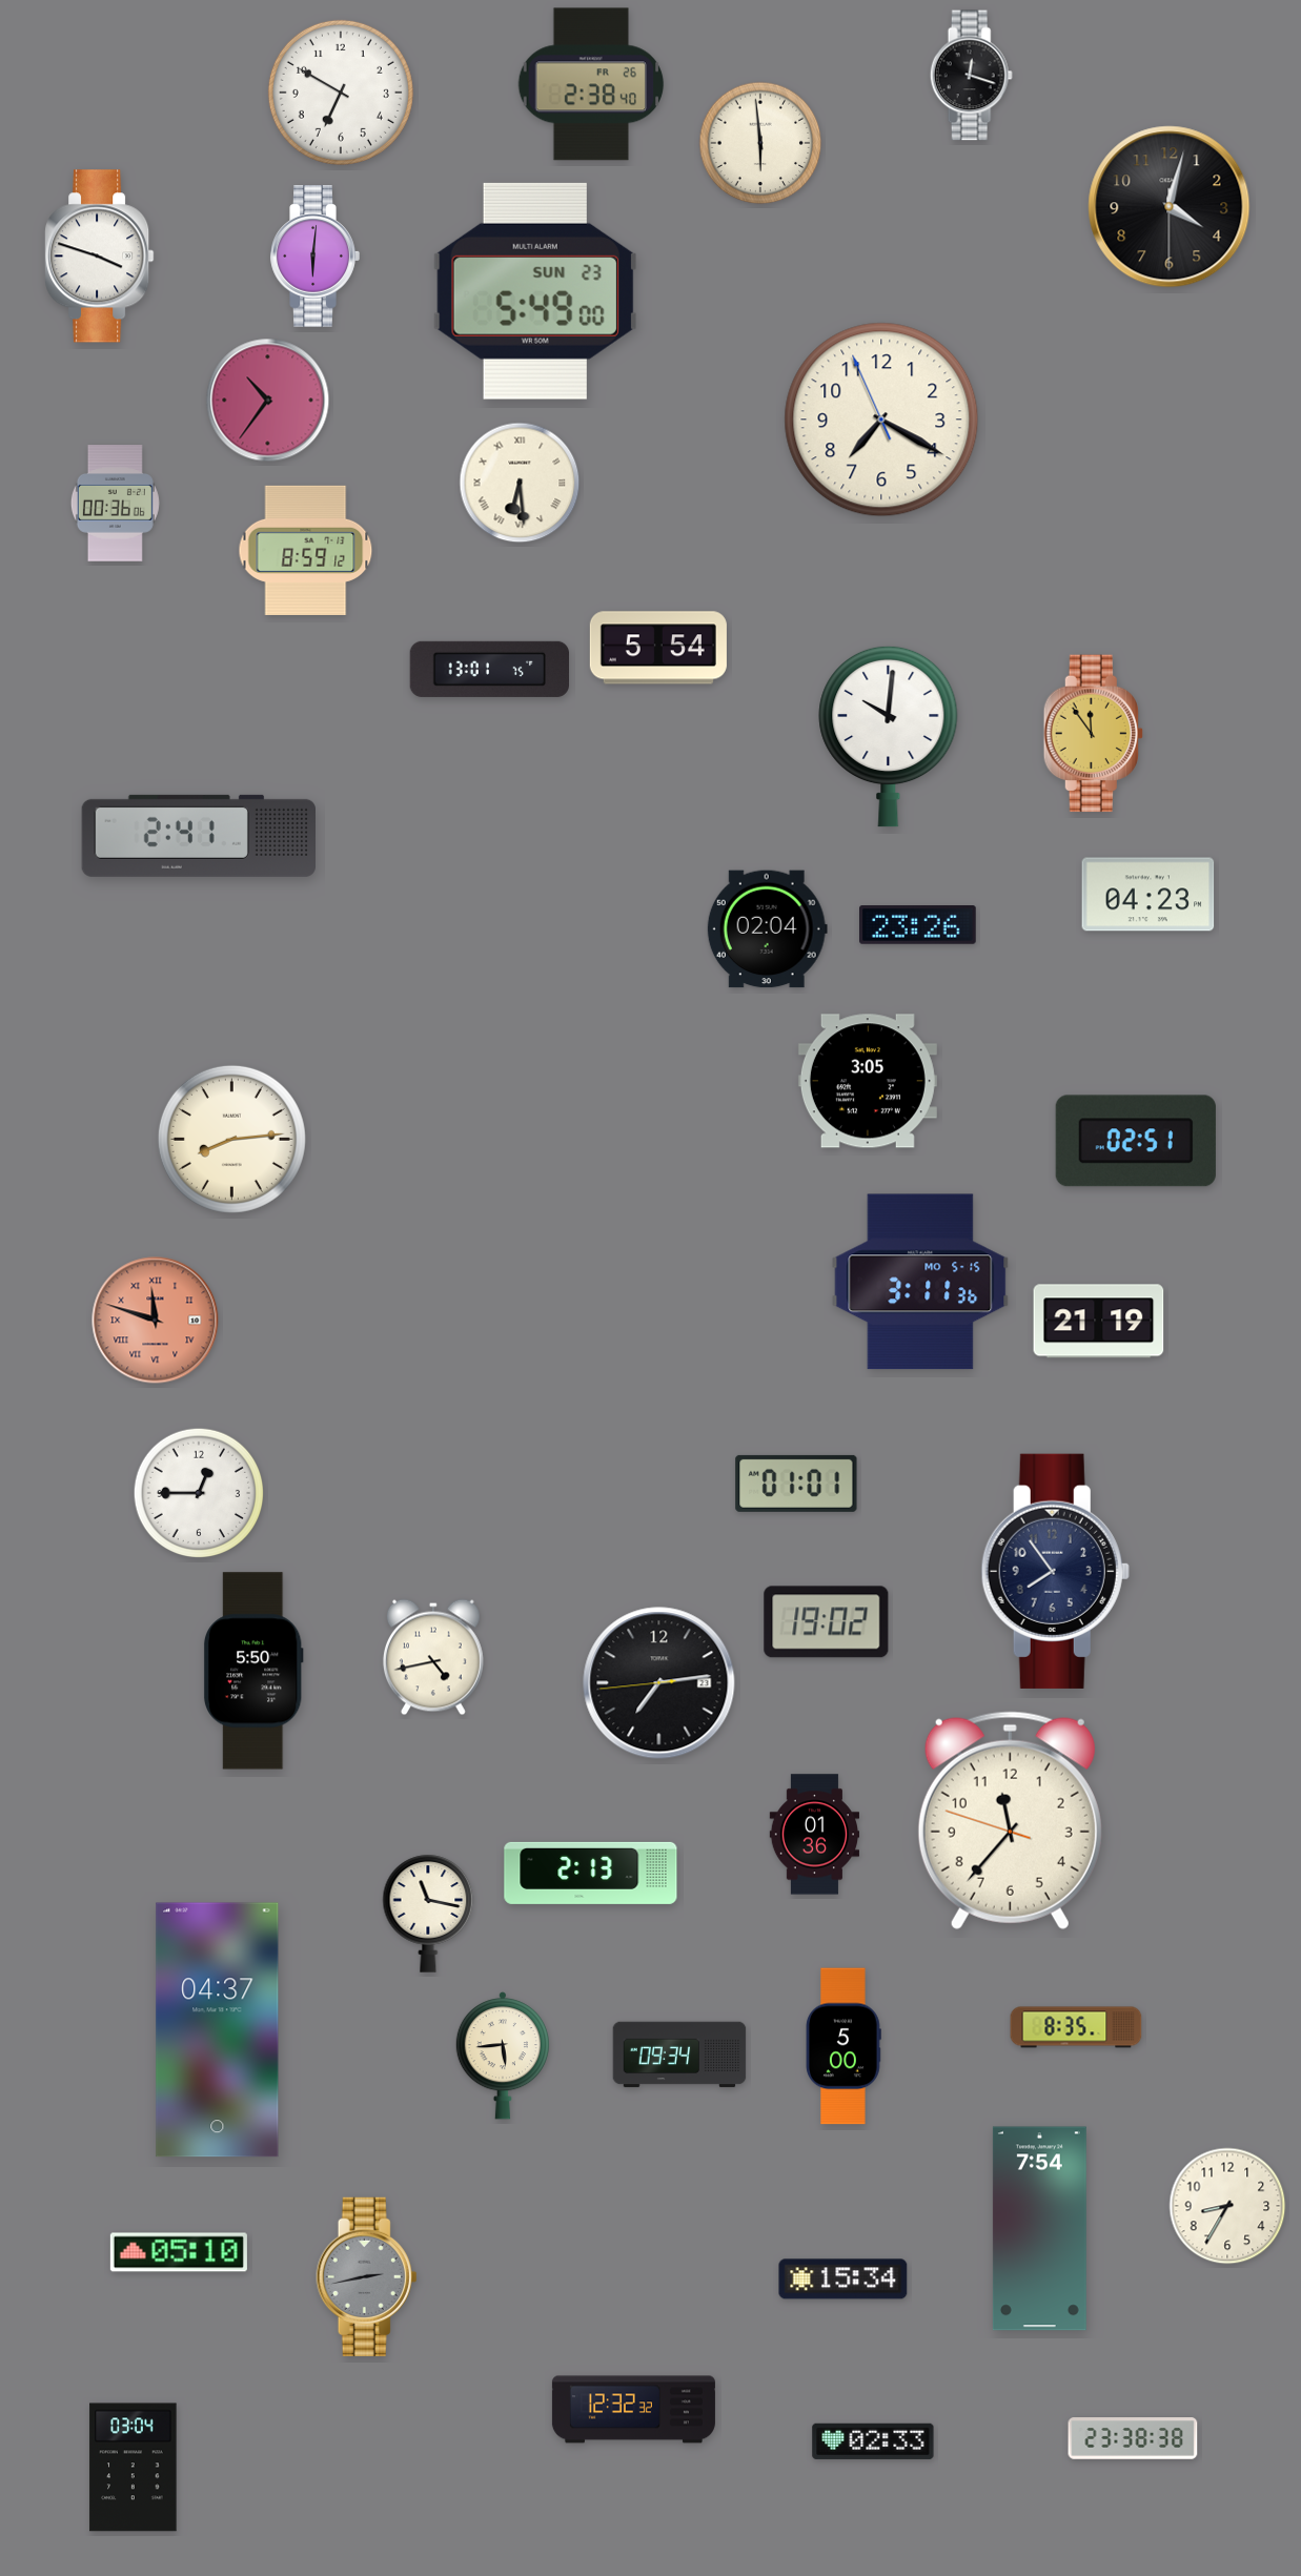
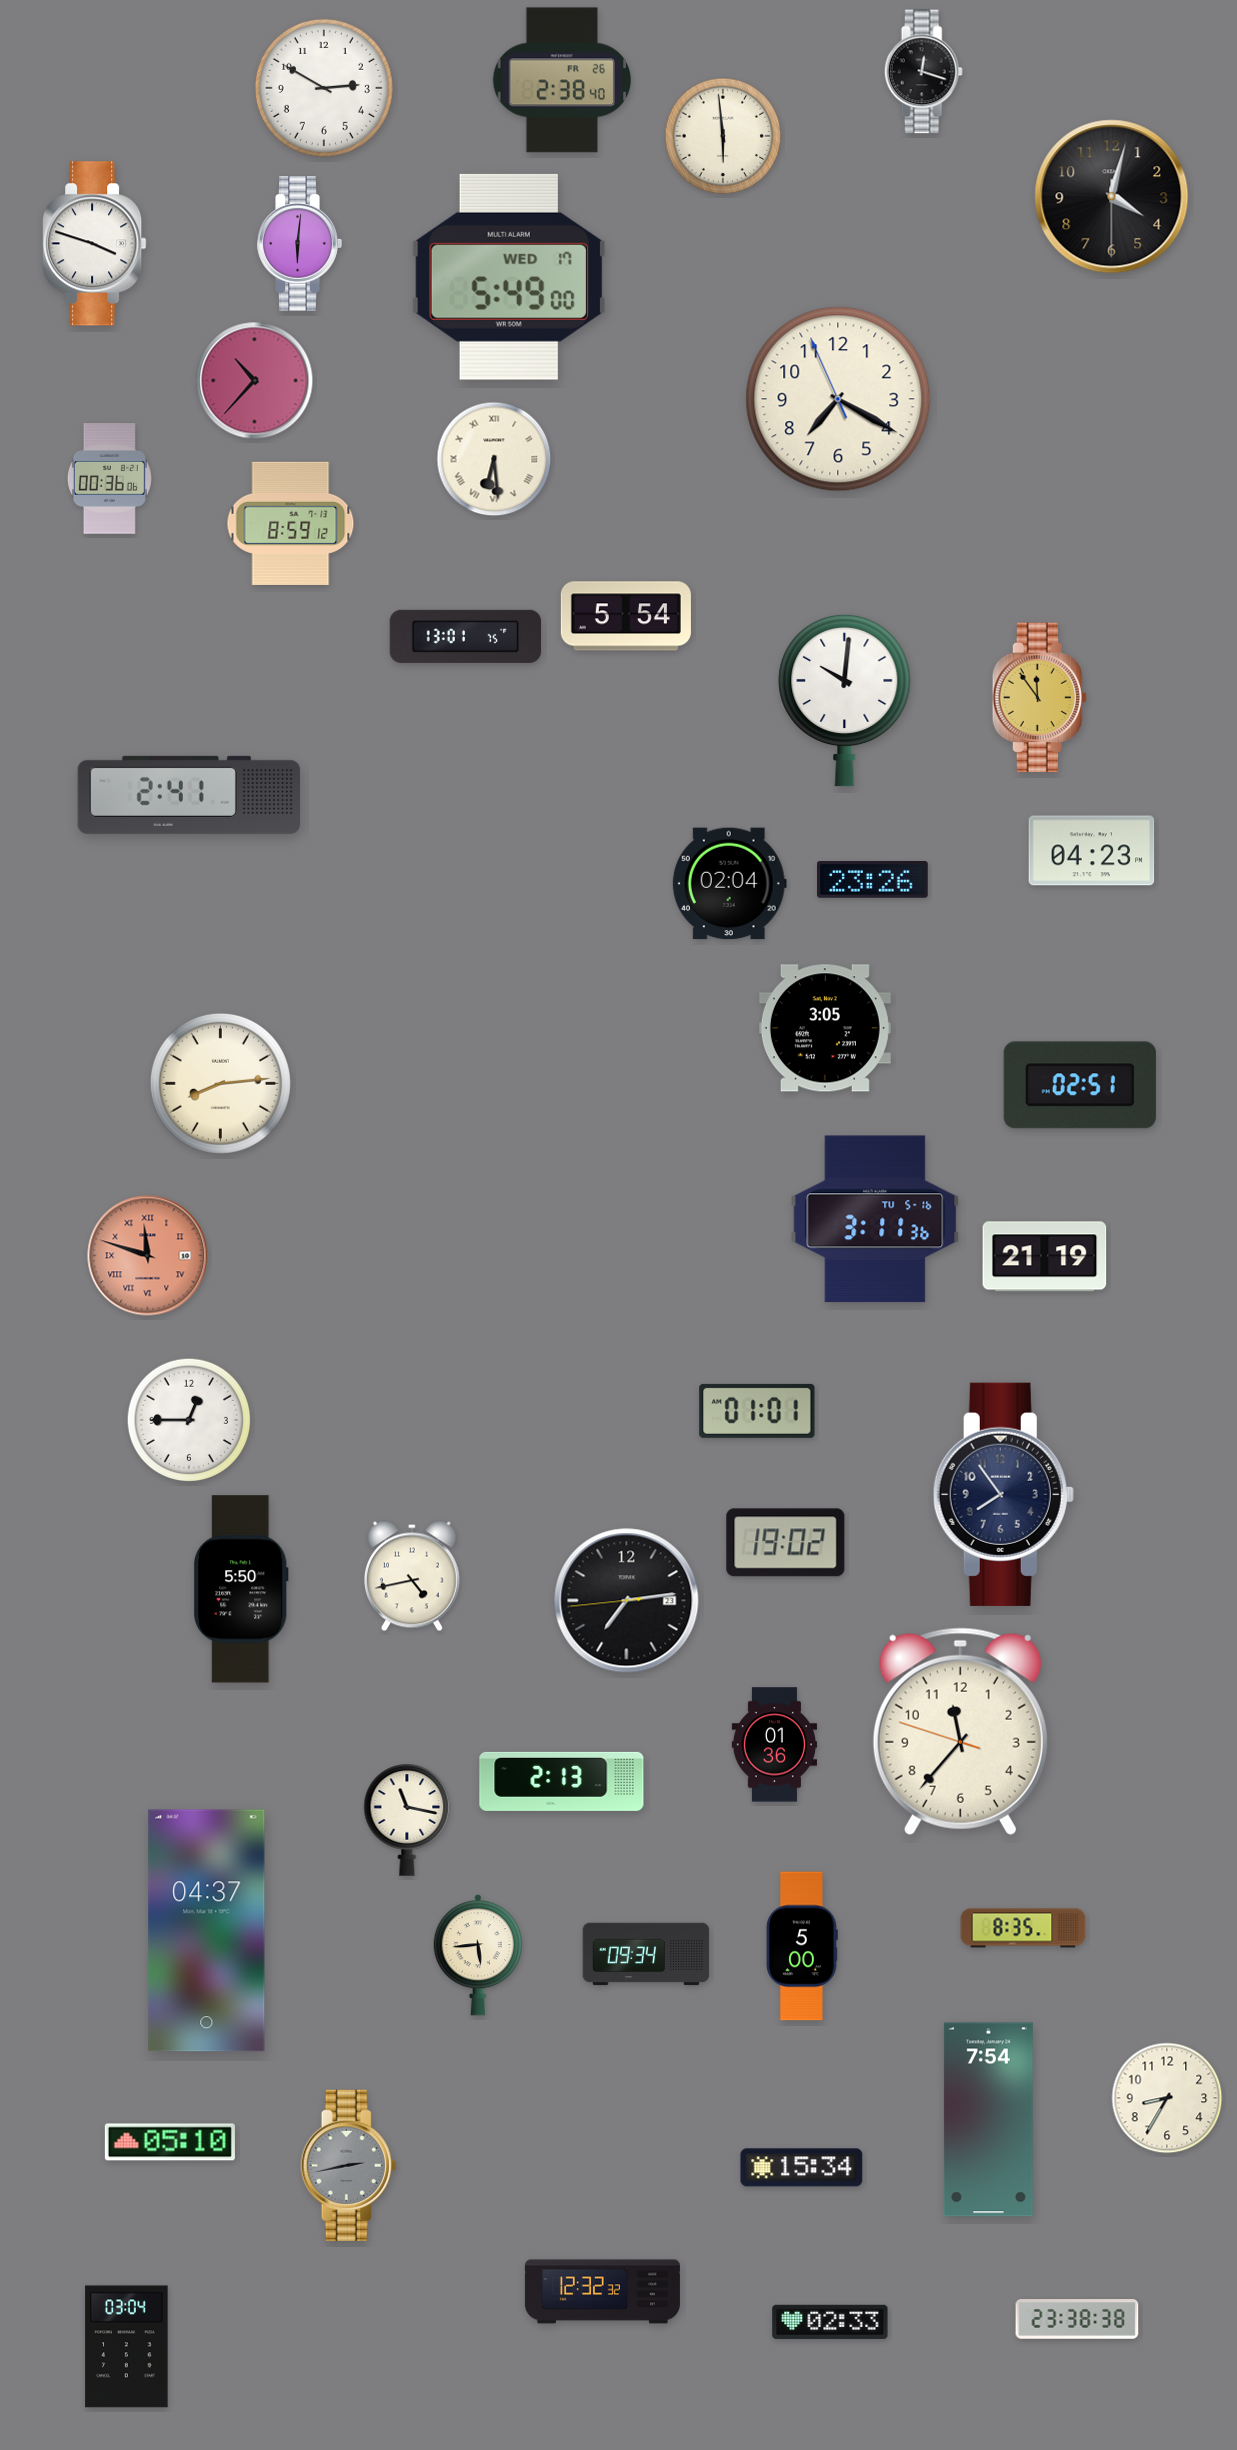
clock at (341, 93): 6:50 -> 2:50
clock at (535, 291) date: SUN 23 -> WED 17
clock at (268, 401): 10:36 -> 10:37
clock at (920, 1282) date: MO 5-15 -> TU 5-16
